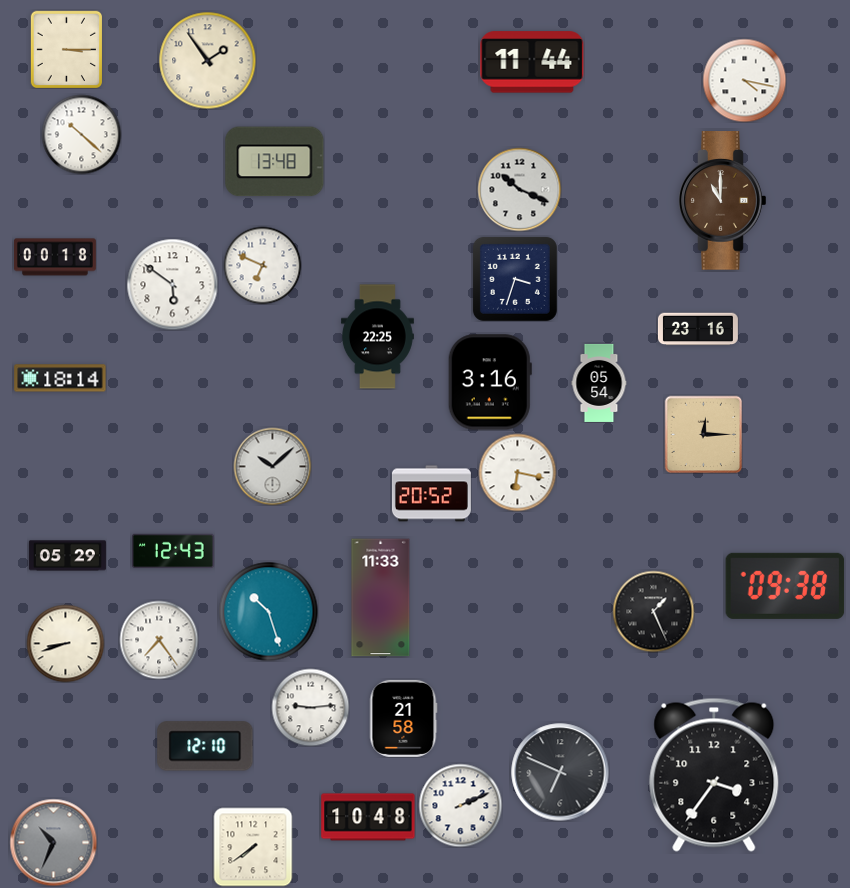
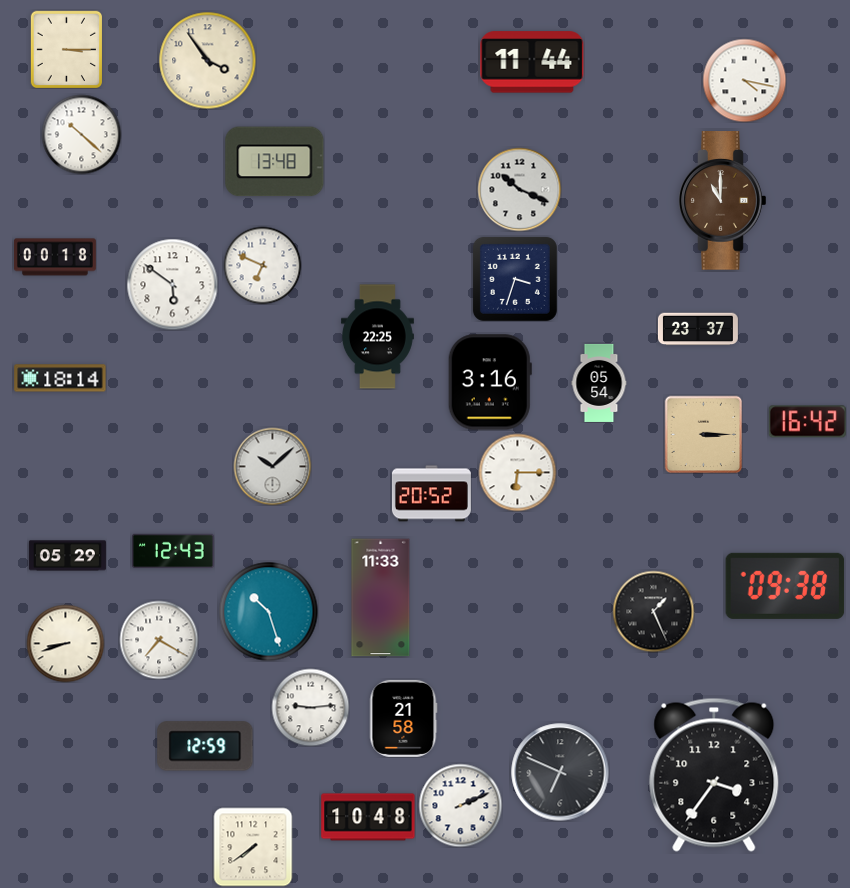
clock at (207, 60): 1:54 -> 3:54
clock at (698, 329): 23:16 -> 23:37
clock at (807, 422): none -> 16:42
clock at (703, 434): 12:15 -> 3:15
clock at (517, 472): 6:17 -> 6:15
clock at (159, 640): 7:24 -> 7:20
clock at (205, 746): 12:10 -> 12:59
clock at (53, 842): 10:34 -> none
